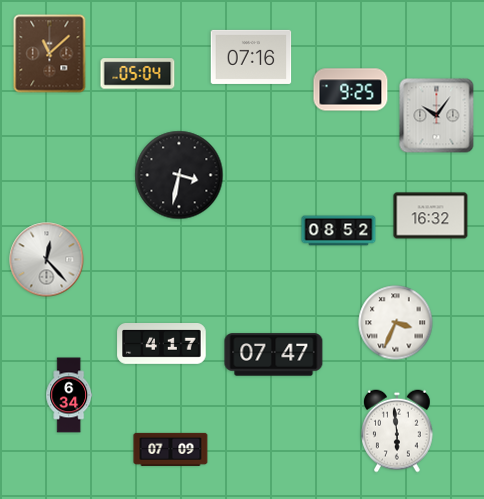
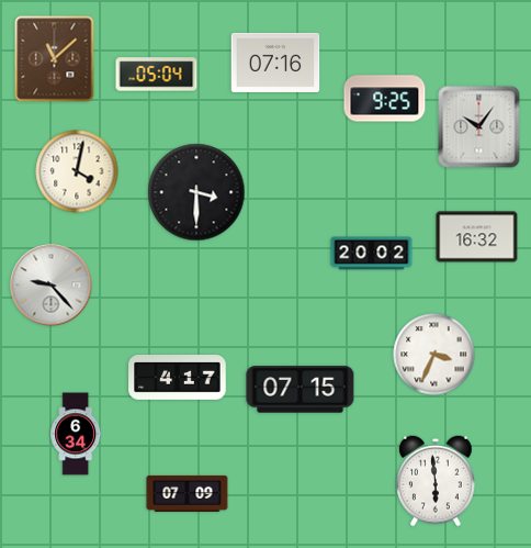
clock at (138, 74) position: (138, 74) -> (157, 75)
clock at (77, 171): none -> 4:02
clock at (179, 175): 3:32 -> 3:30
clock at (431, 216) position: (431, 216) -> (477, 237)
clock at (339, 231): 08:52 -> 20:02
clock at (47, 260): 12:23 -> 9:23
clock at (274, 355): 07:47 -> 07:15
clock at (398, 431) position: (398, 431) -> (437, 481)
